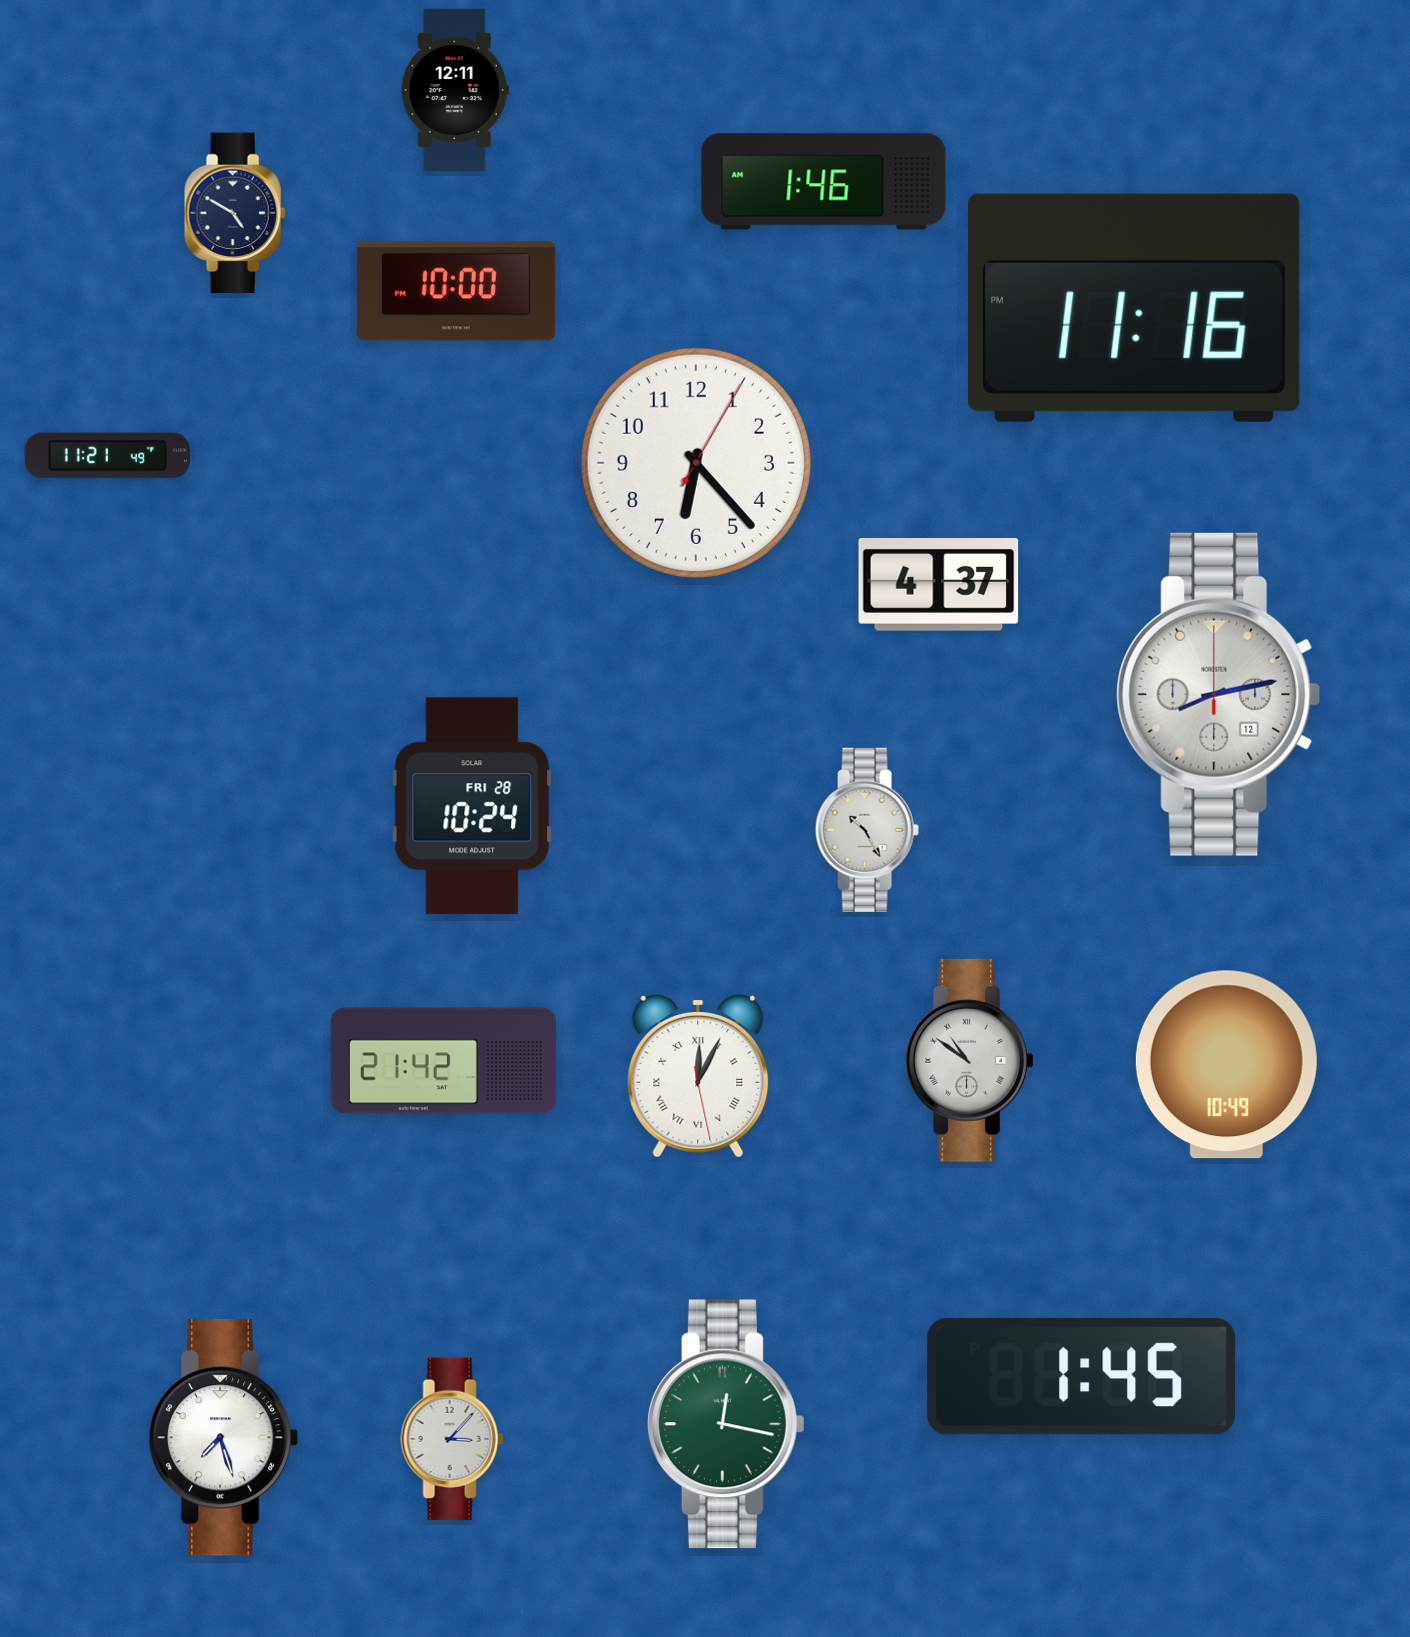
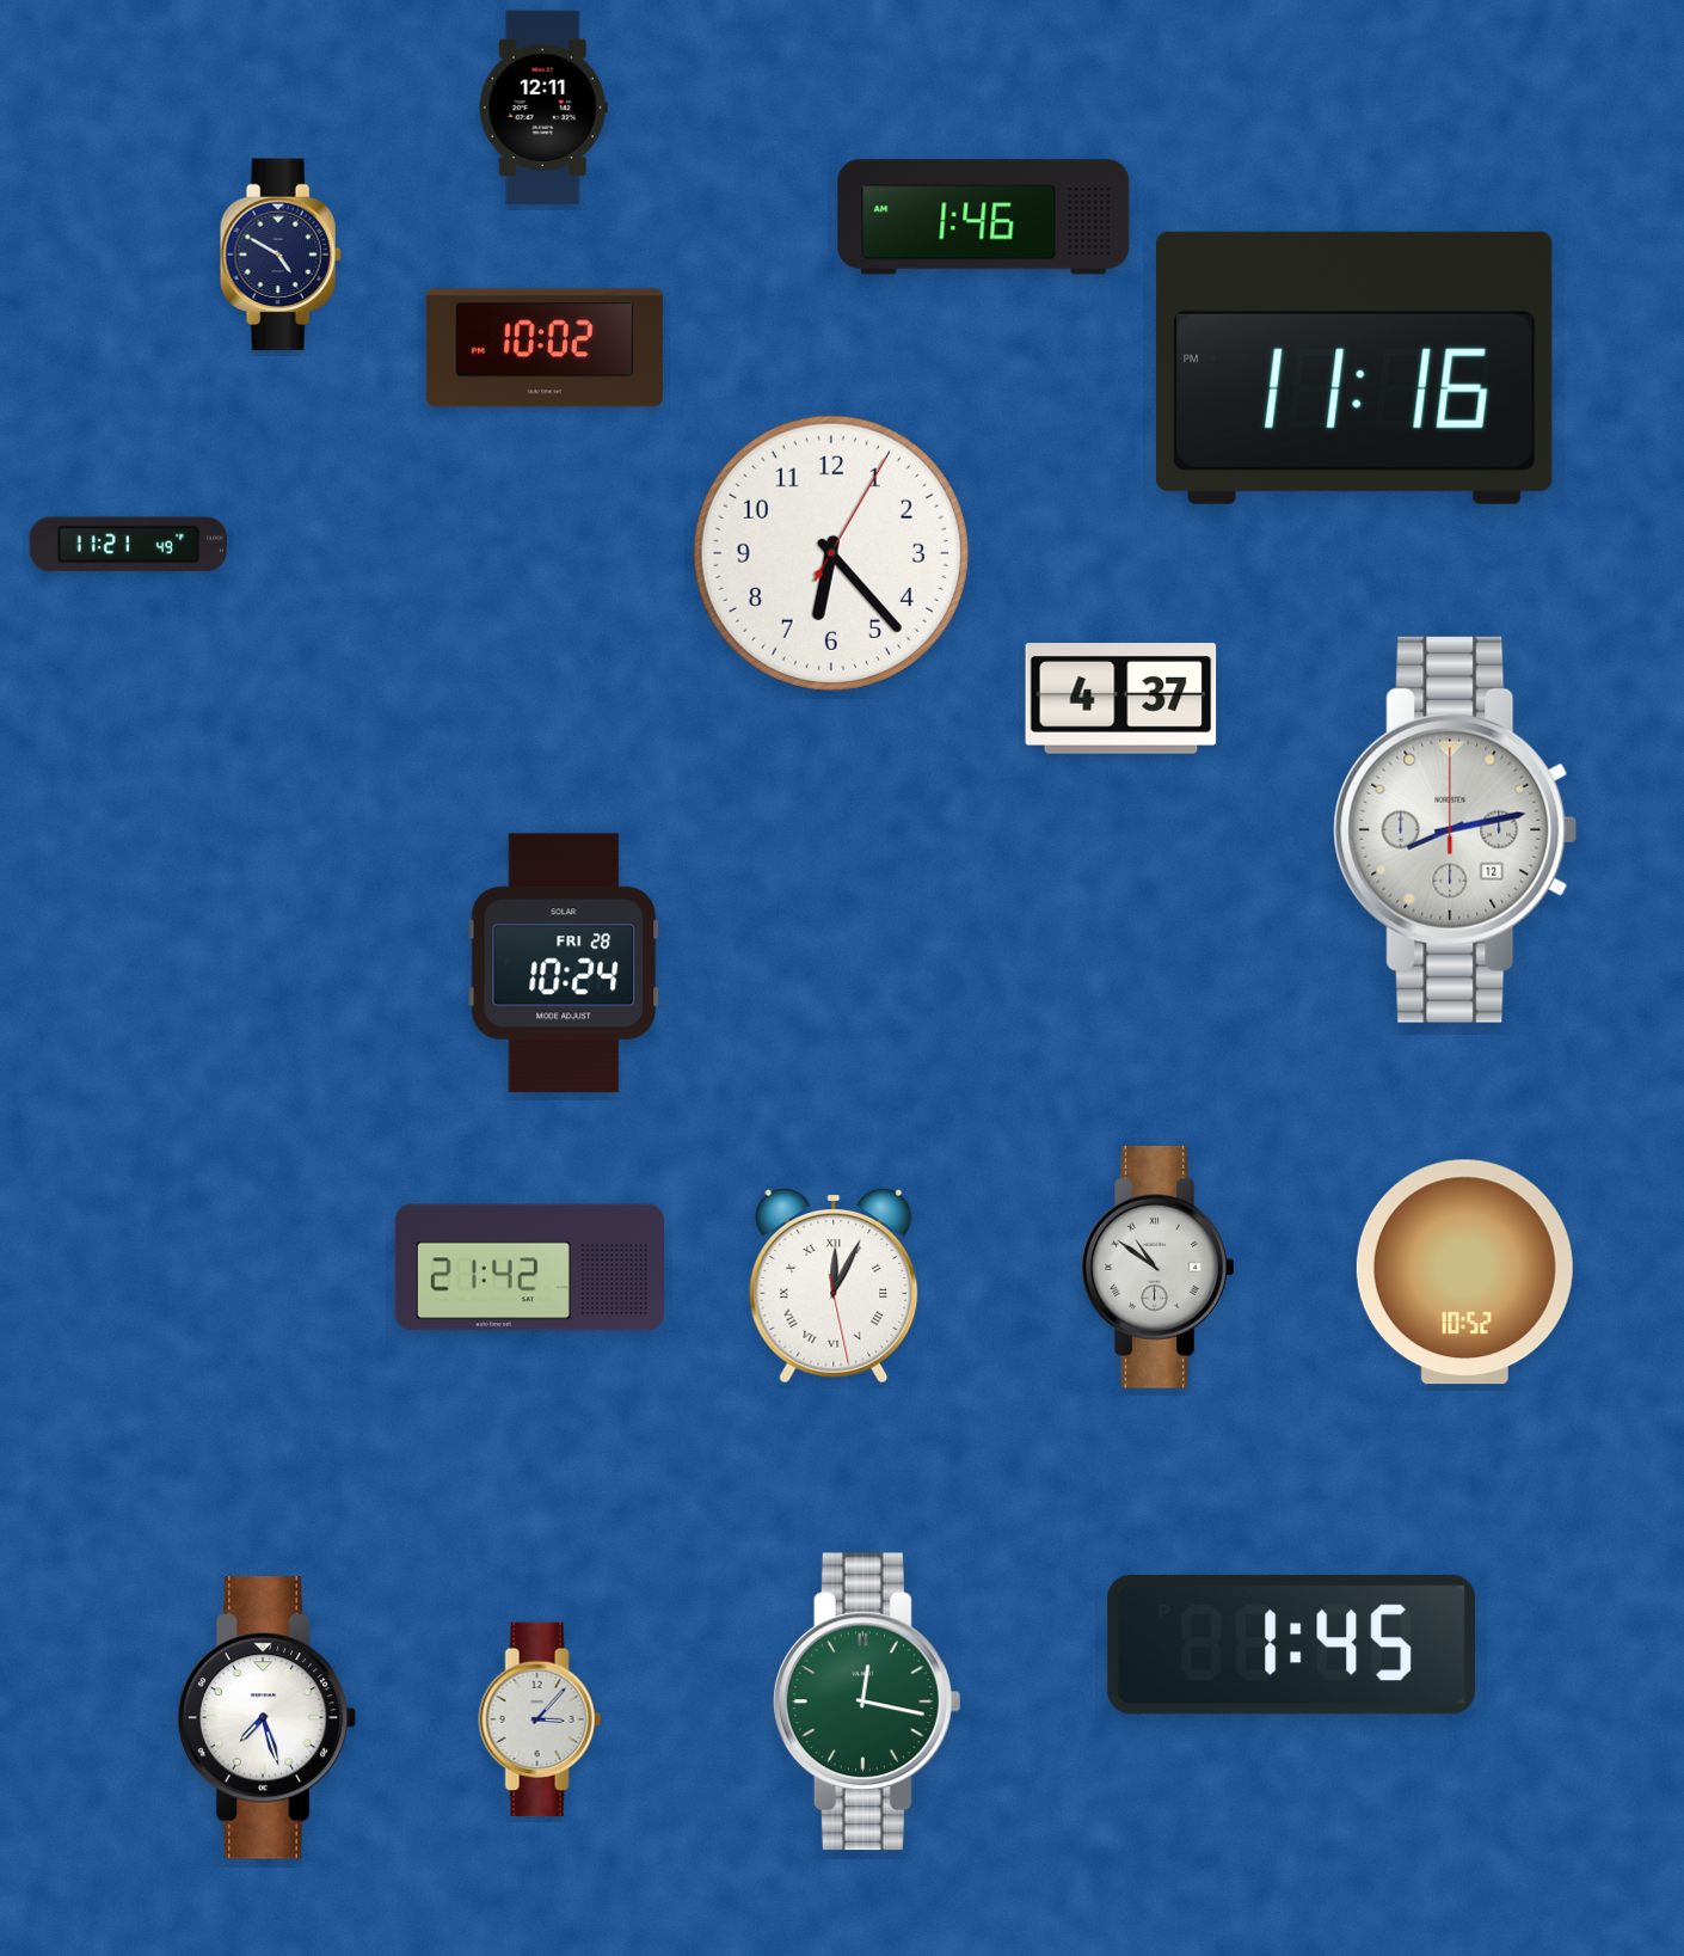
clock at (456, 291): 10:00 -> 10:02
clock at (867, 830): 10:25 -> none
clock at (1226, 1065): 10:49 -> 10:52
